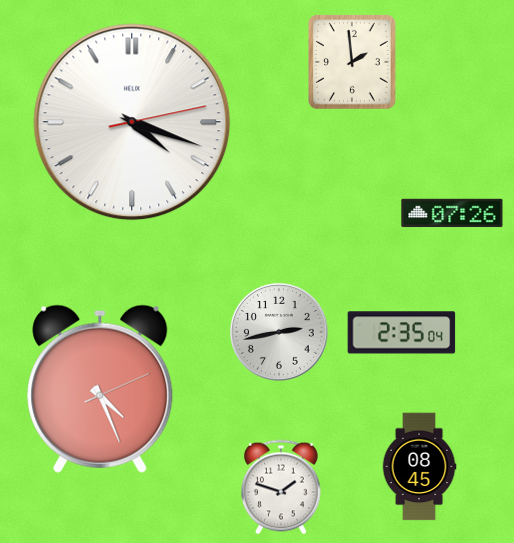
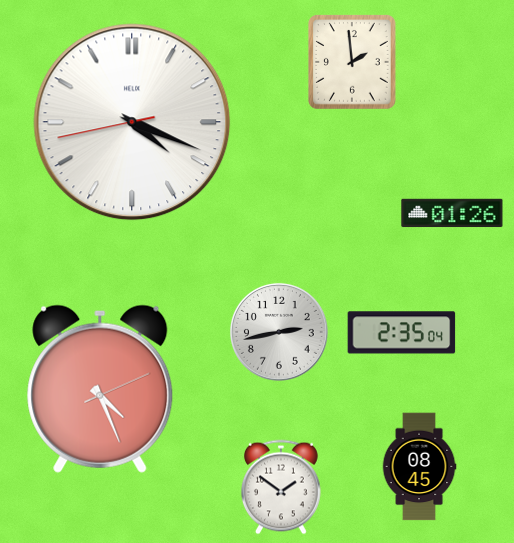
clock at (132, 122): 4:18:13 -> 4:18:43
clock at (452, 213): 07:26 -> 01:26
clock at (281, 487): 1:48 -> 1:51
